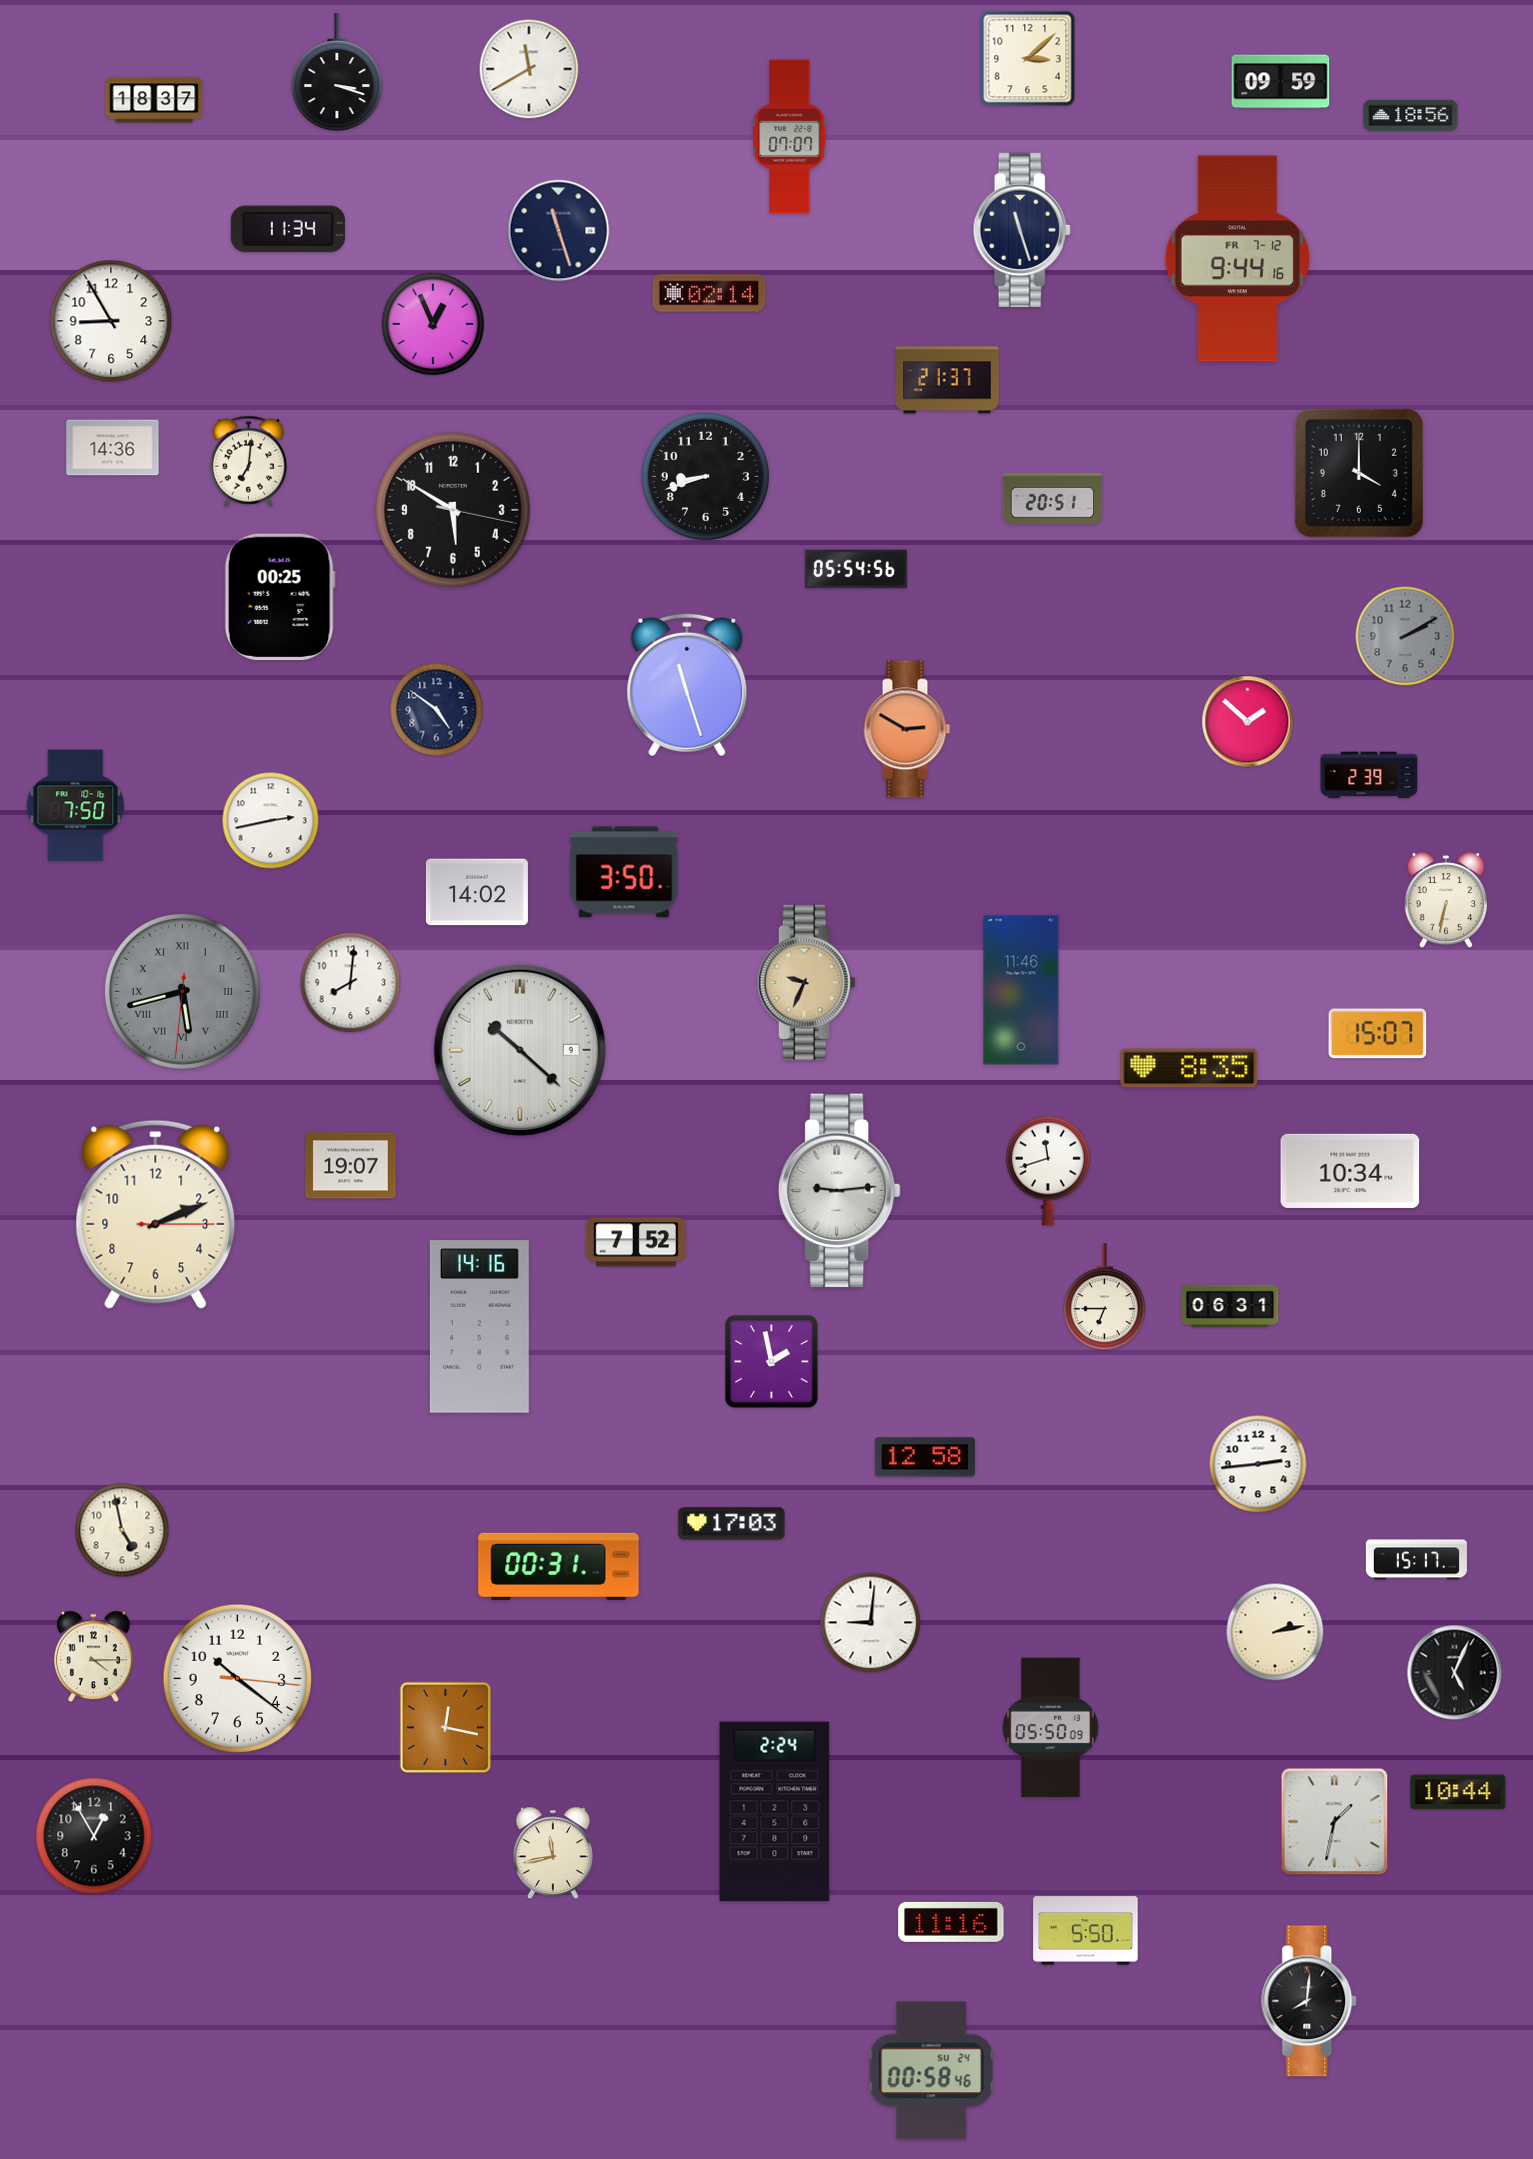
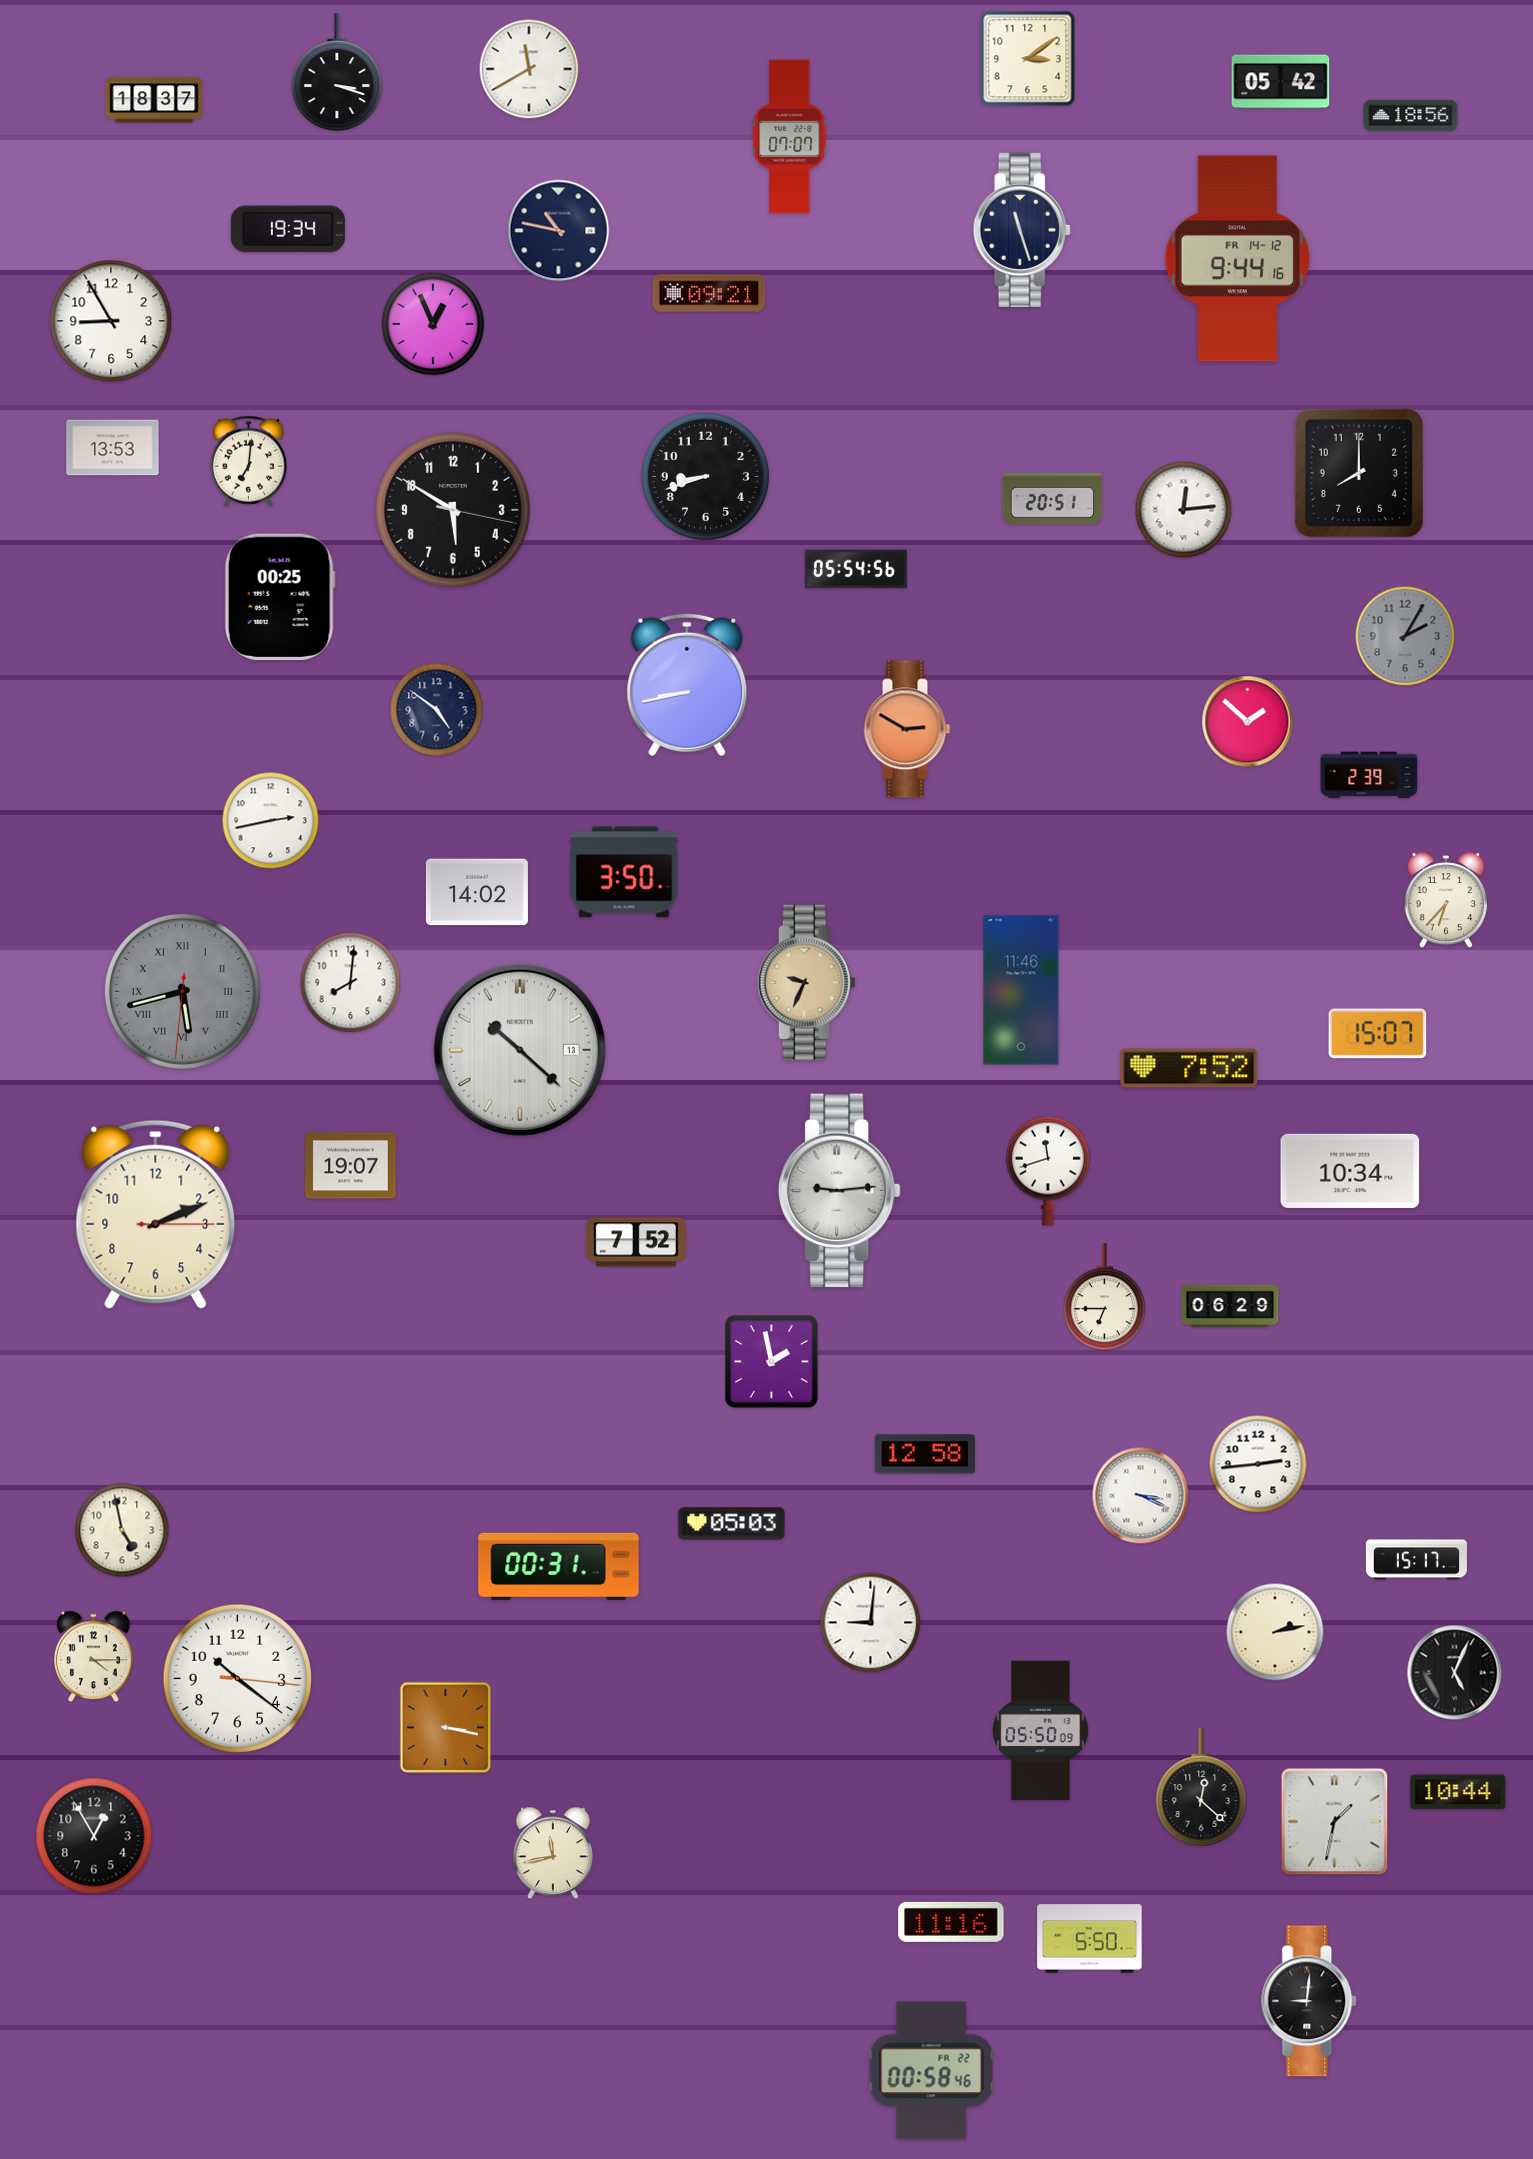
clock at (1028, 59): 3:08 -> 3:09
clock at (1281, 82): 09:59 -> 05:42
clock at (288, 229): 11:34 -> 19:34
clock at (559, 231): 11:27 -> 10:47
clock at (1238, 259) date: FR 7-12 -> FR 14-12
clock at (709, 293): 02:14 -> 09:21
clock at (947, 380): 21:37 -> none
clock at (113, 448): 14:36 -> 13:53
clock at (1359, 473): 4:00 -> 8:00
clock at (1184, 510): none -> 12:14
clock at (1405, 636): 2:10 -> 2:05
clock at (687, 685): 11:27 -> 8:43
clock at (76, 806): 7:50 -> none
clock at (1445, 900): 6:32 -> 6:37
clock at (520, 1050) date: 9 -> 13
clock at (1189, 1068): 8:35 -> 7:52
clock at (1230, 1306): 06:31 -> 06:29
clock at (479, 1327): 14:16 -> none
clock at (925, 1457) position: (925, 1457) -> (925, 1454)
clock at (1141, 1496): none -> 3:19
clock at (732, 1524): 17:03 -> 05:03
clock at (446, 1728): 12:17 -> 3:17
clock at (1051, 1728) position: (1051, 1728) -> (1041, 1731)
clock at (1201, 1788): none -> 12:22
clock at (775, 1812): 2:24 -> none
clock at (1086, 1931) position: (1086, 1931) -> (1090, 1939)
clock at (1310, 2001): 8:01 -> 9:01
clock at (931, 2071) date: SU 24 -> FR 22
